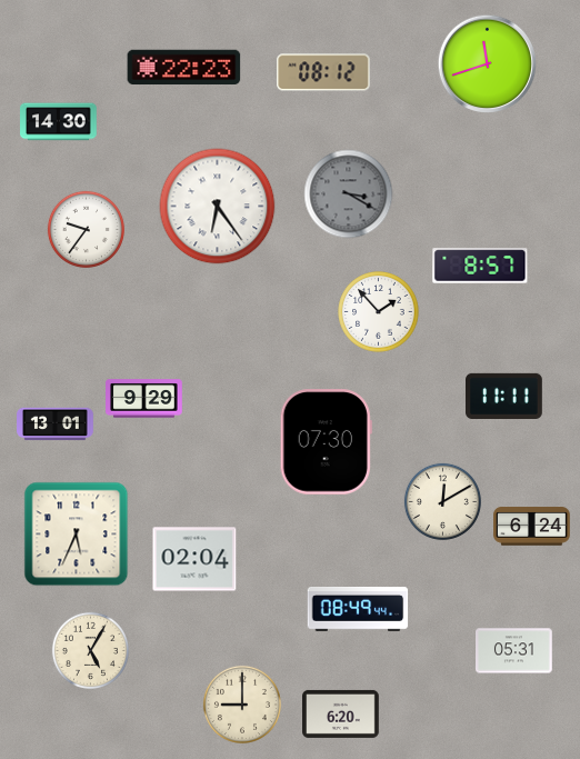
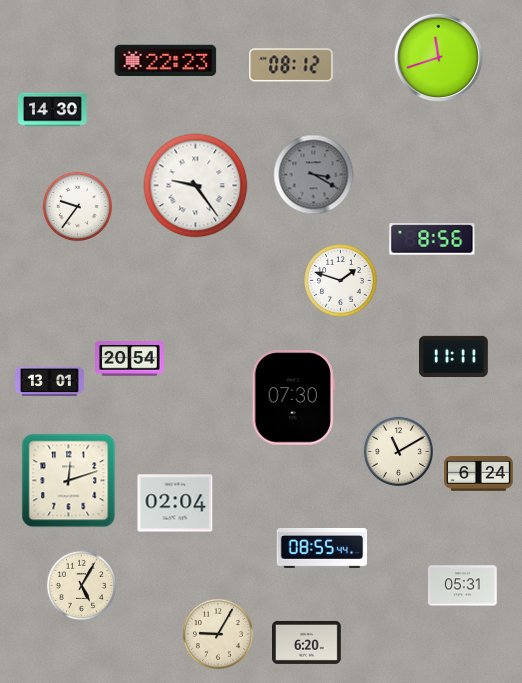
clock at (218, 207): 6:24 -> 9:24
clock at (480, 266): 8:57 -> 8:56
clock at (379, 312): 1:53 -> 1:48
clock at (144, 399): 9:29 -> 20:54
clock at (442, 501): 12:10 -> 11:10
clock at (77, 535): 5:34 -> 12:12
clock at (358, 610): 08:49 -> 08:55
clock at (242, 705): 9:00 -> 9:05
